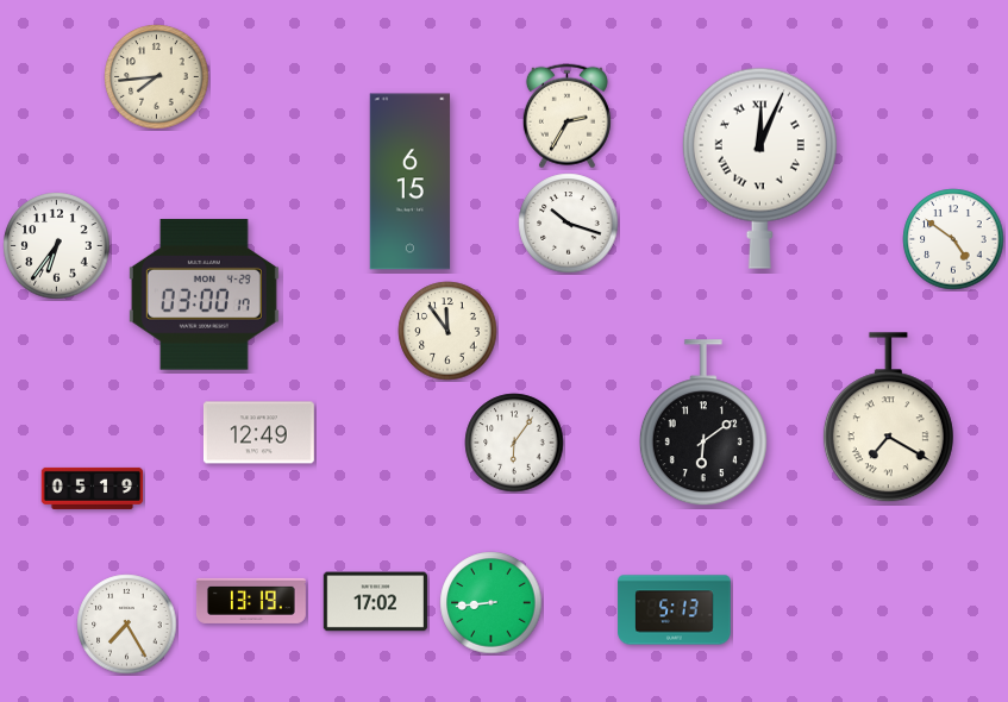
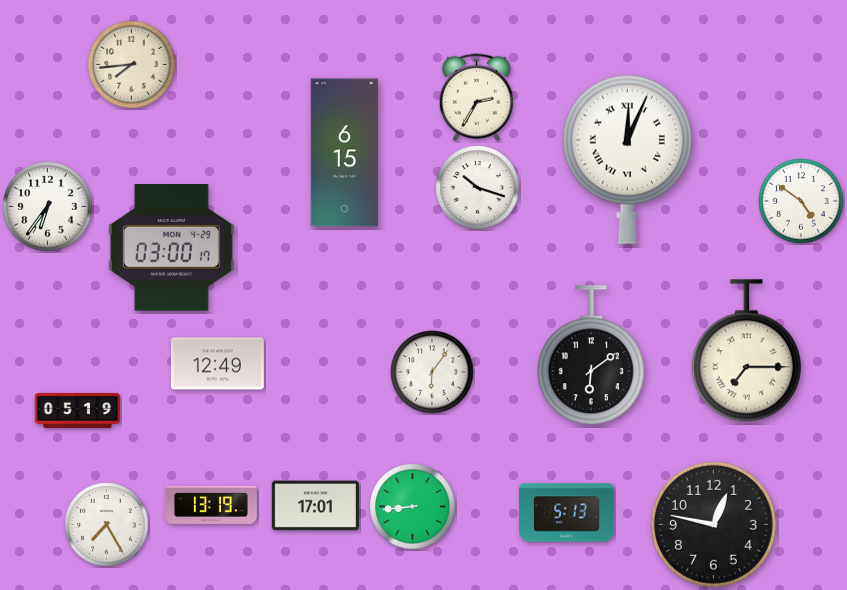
clock at (759, 168) position: (759, 168) -> (627, 159)
clock at (447, 331): 11:54 -> none
clock at (888, 418): 7:20 -> 7:15
clock at (375, 602): 17:02 -> 17:01
clock at (713, 524): none -> 12:47
